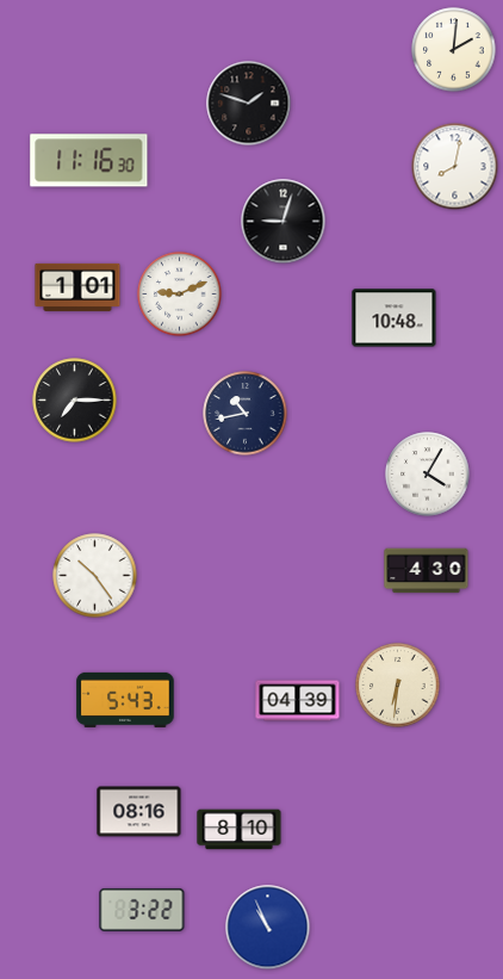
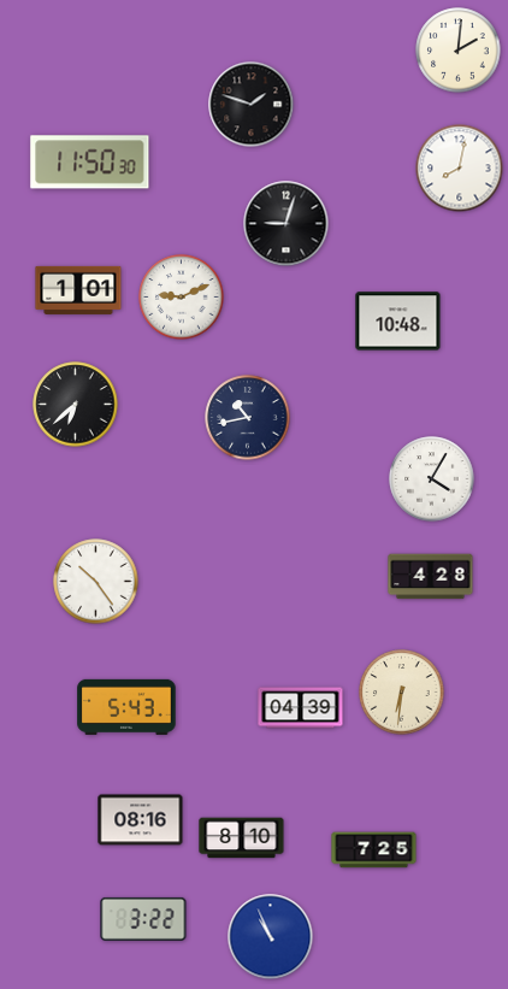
clock at (89, 161): 11:16 -> 11:50
clock at (75, 401): 7:15 -> 6:38
clock at (427, 571): 4:30 -> 4:28
clock at (374, 850): none -> 7:25
